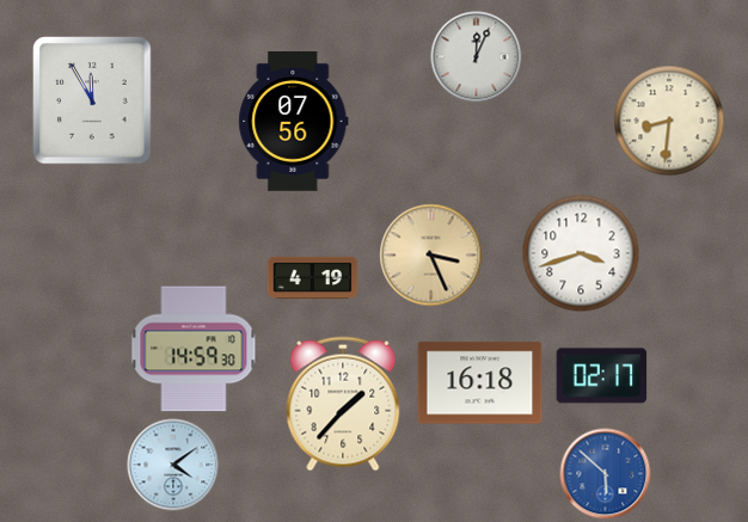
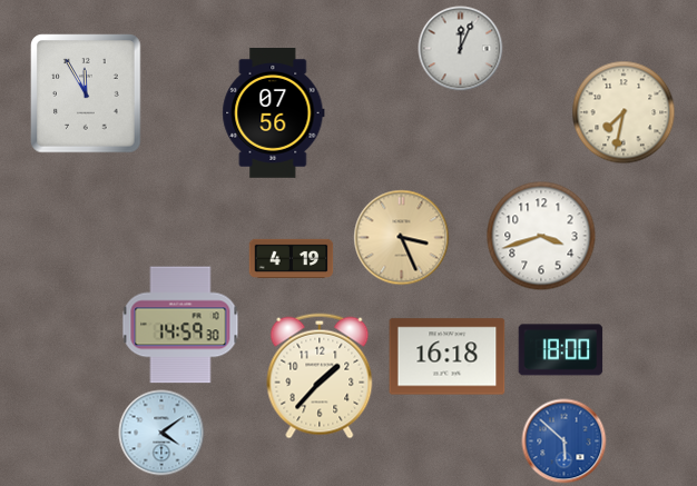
clock at (477, 57) position: (477, 57) -> (461, 49)
clock at (669, 121): 8:31 -> 7:32
clock at (602, 376): 02:17 -> 18:00
